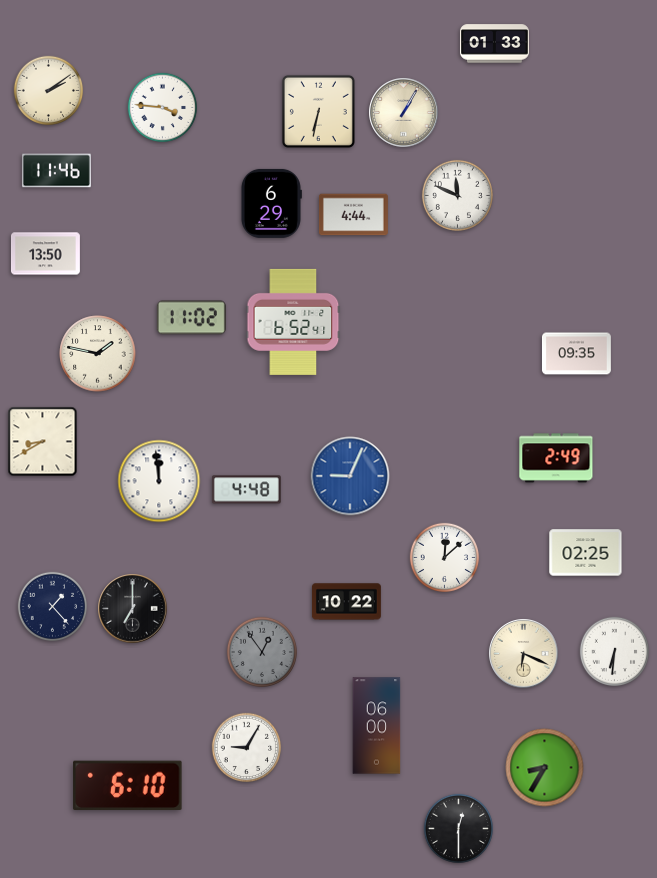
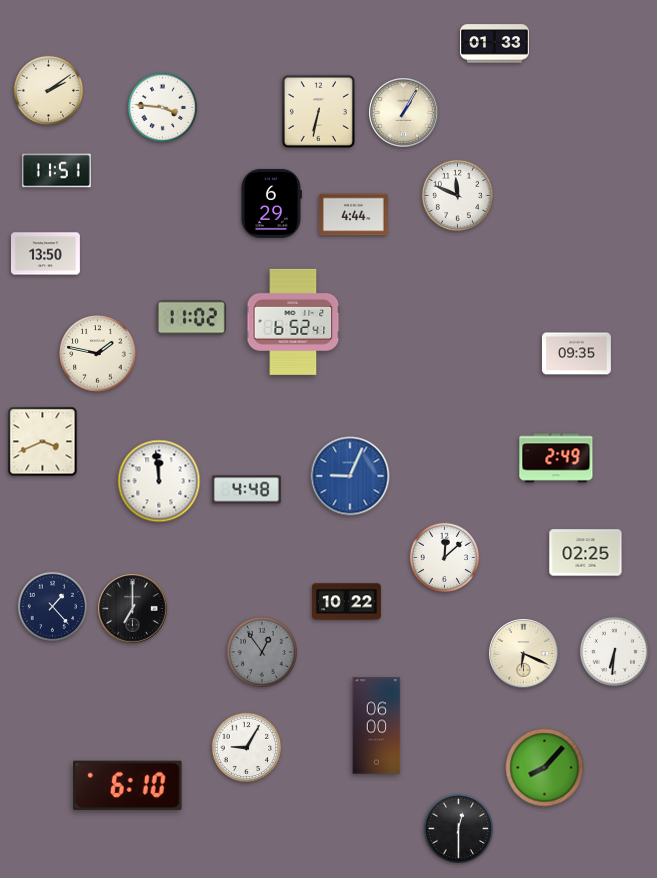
clock at (56, 171): 11:46 -> 11:51
clock at (43, 442): 8:40 -> 3:41
clock at (545, 768): 8:35 -> 8:07
